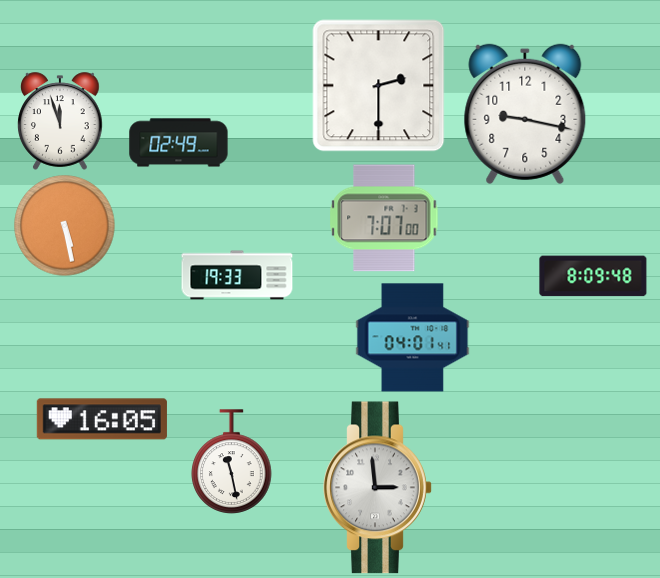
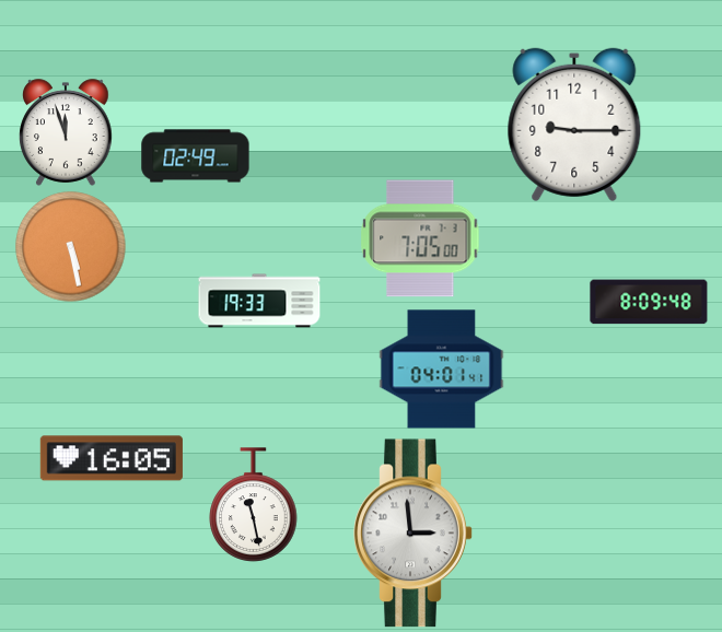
clock at (379, 86): 2:30 -> none
clock at (525, 114): 9:17 -> 9:15
clock at (384, 218): 7:07 -> 7:05
clock at (413, 338) position: (413, 338) -> (442, 370)
